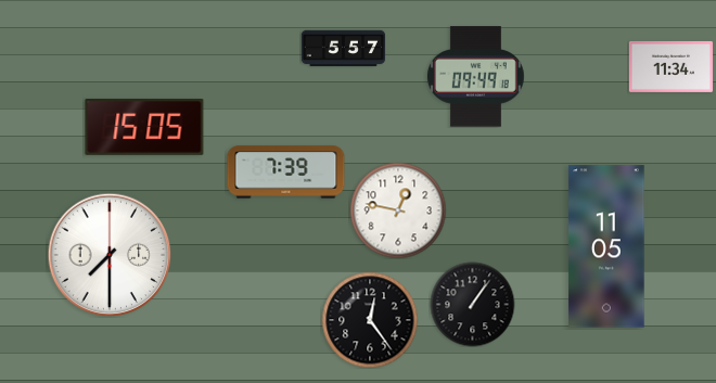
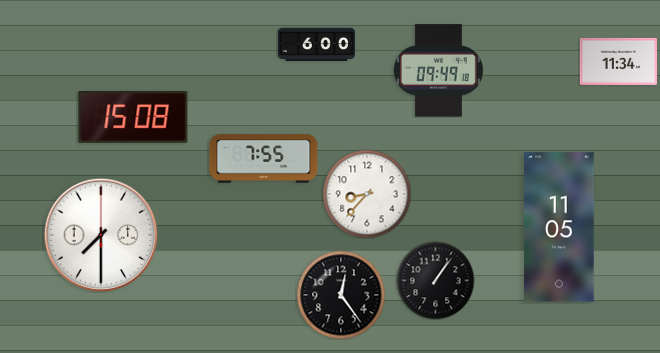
clock at (343, 49): 5:57 -> 6:00
clock at (144, 127): 15:05 -> 15:08
clock at (286, 173): 7:39 -> 7:55
clock at (398, 210): 12:47 -> 8:37
